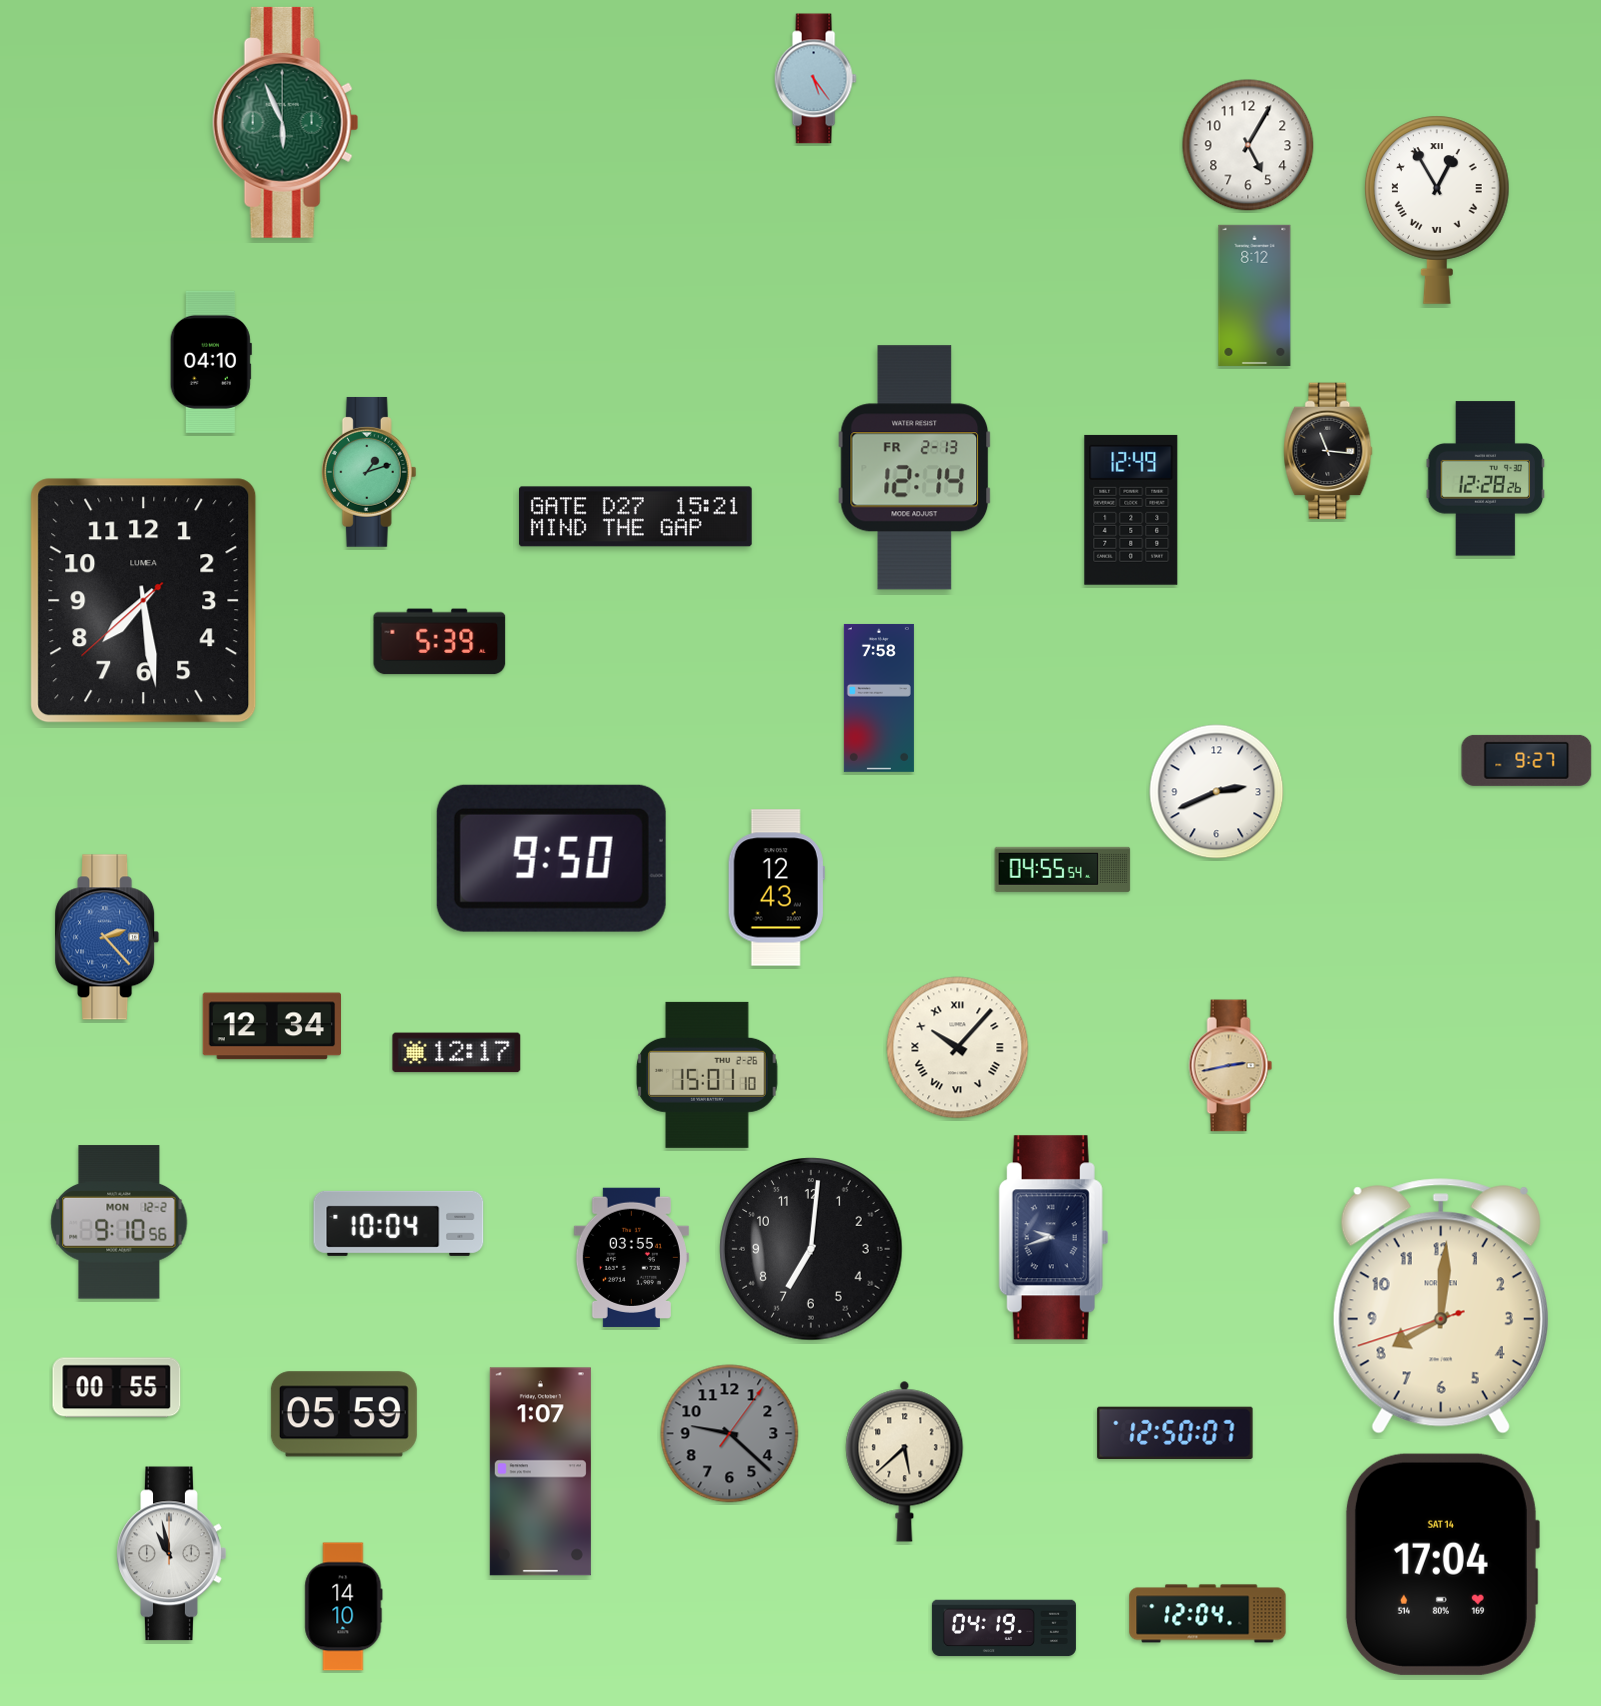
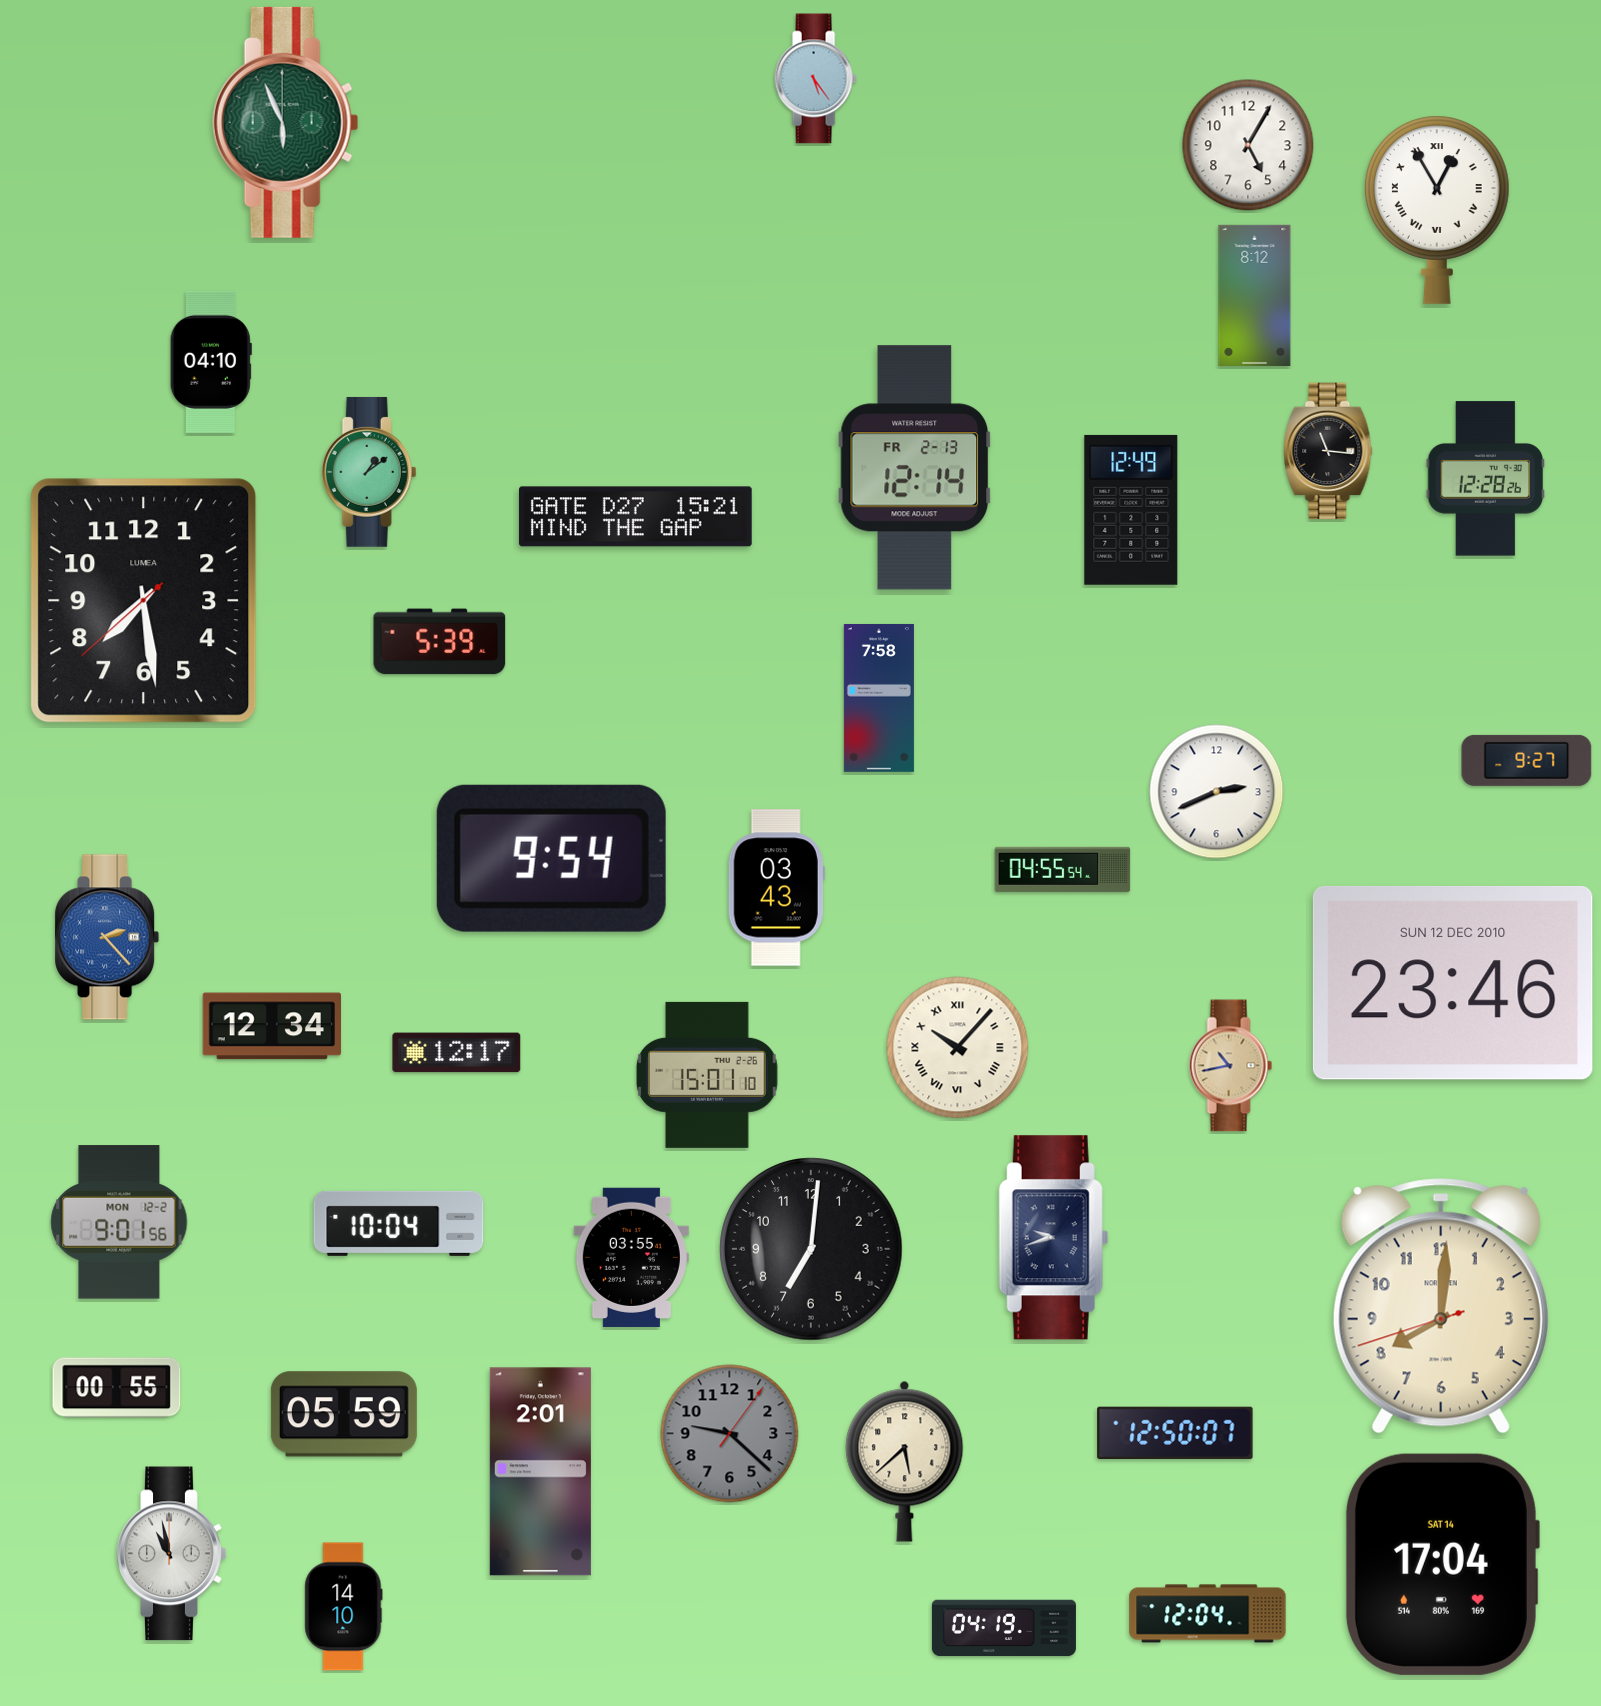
clock at (369, 472): 1:12 -> 1:09
clock at (551, 858): 9:50 -> 9:54
clock at (776, 888): 12:43 -> 03:43
clock at (1453, 983): none -> 23:46
clock at (1231, 1066): 2:43 -> 10:43
clock at (119, 1222): 9:10 -> 9:01
clock at (540, 1472): 1:07 -> 2:01
